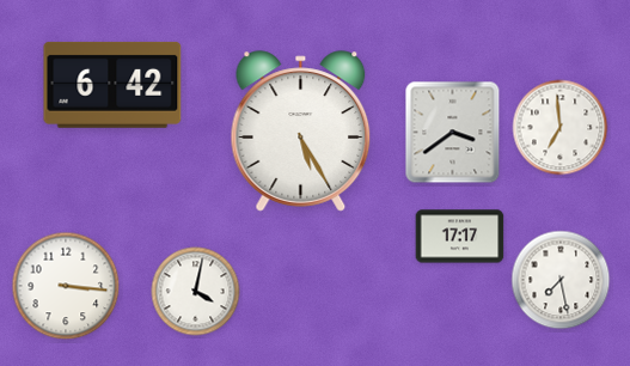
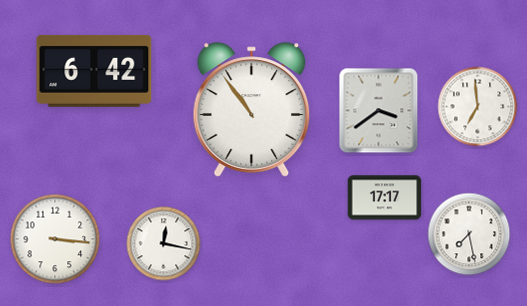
clock at (561, 128) position: (561, 128) -> (478, 107)
clock at (301, 132): 5:25 -> 10:54
clock at (196, 292): 4:02 -> 12:17
